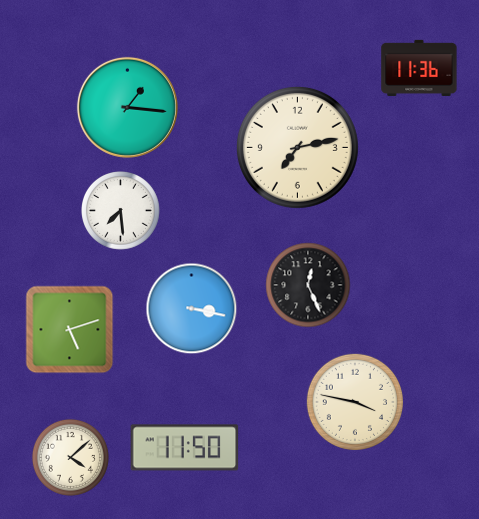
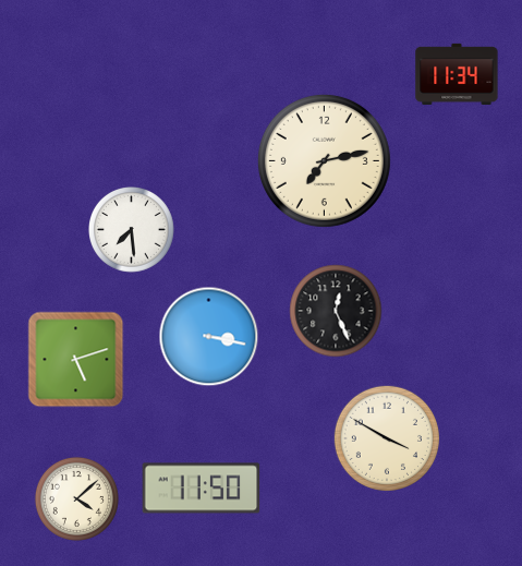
clock at (419, 68): 11:36 -> 11:34
clock at (127, 107): 1:16 -> none
clock at (354, 401): 3:47 -> 3:50
